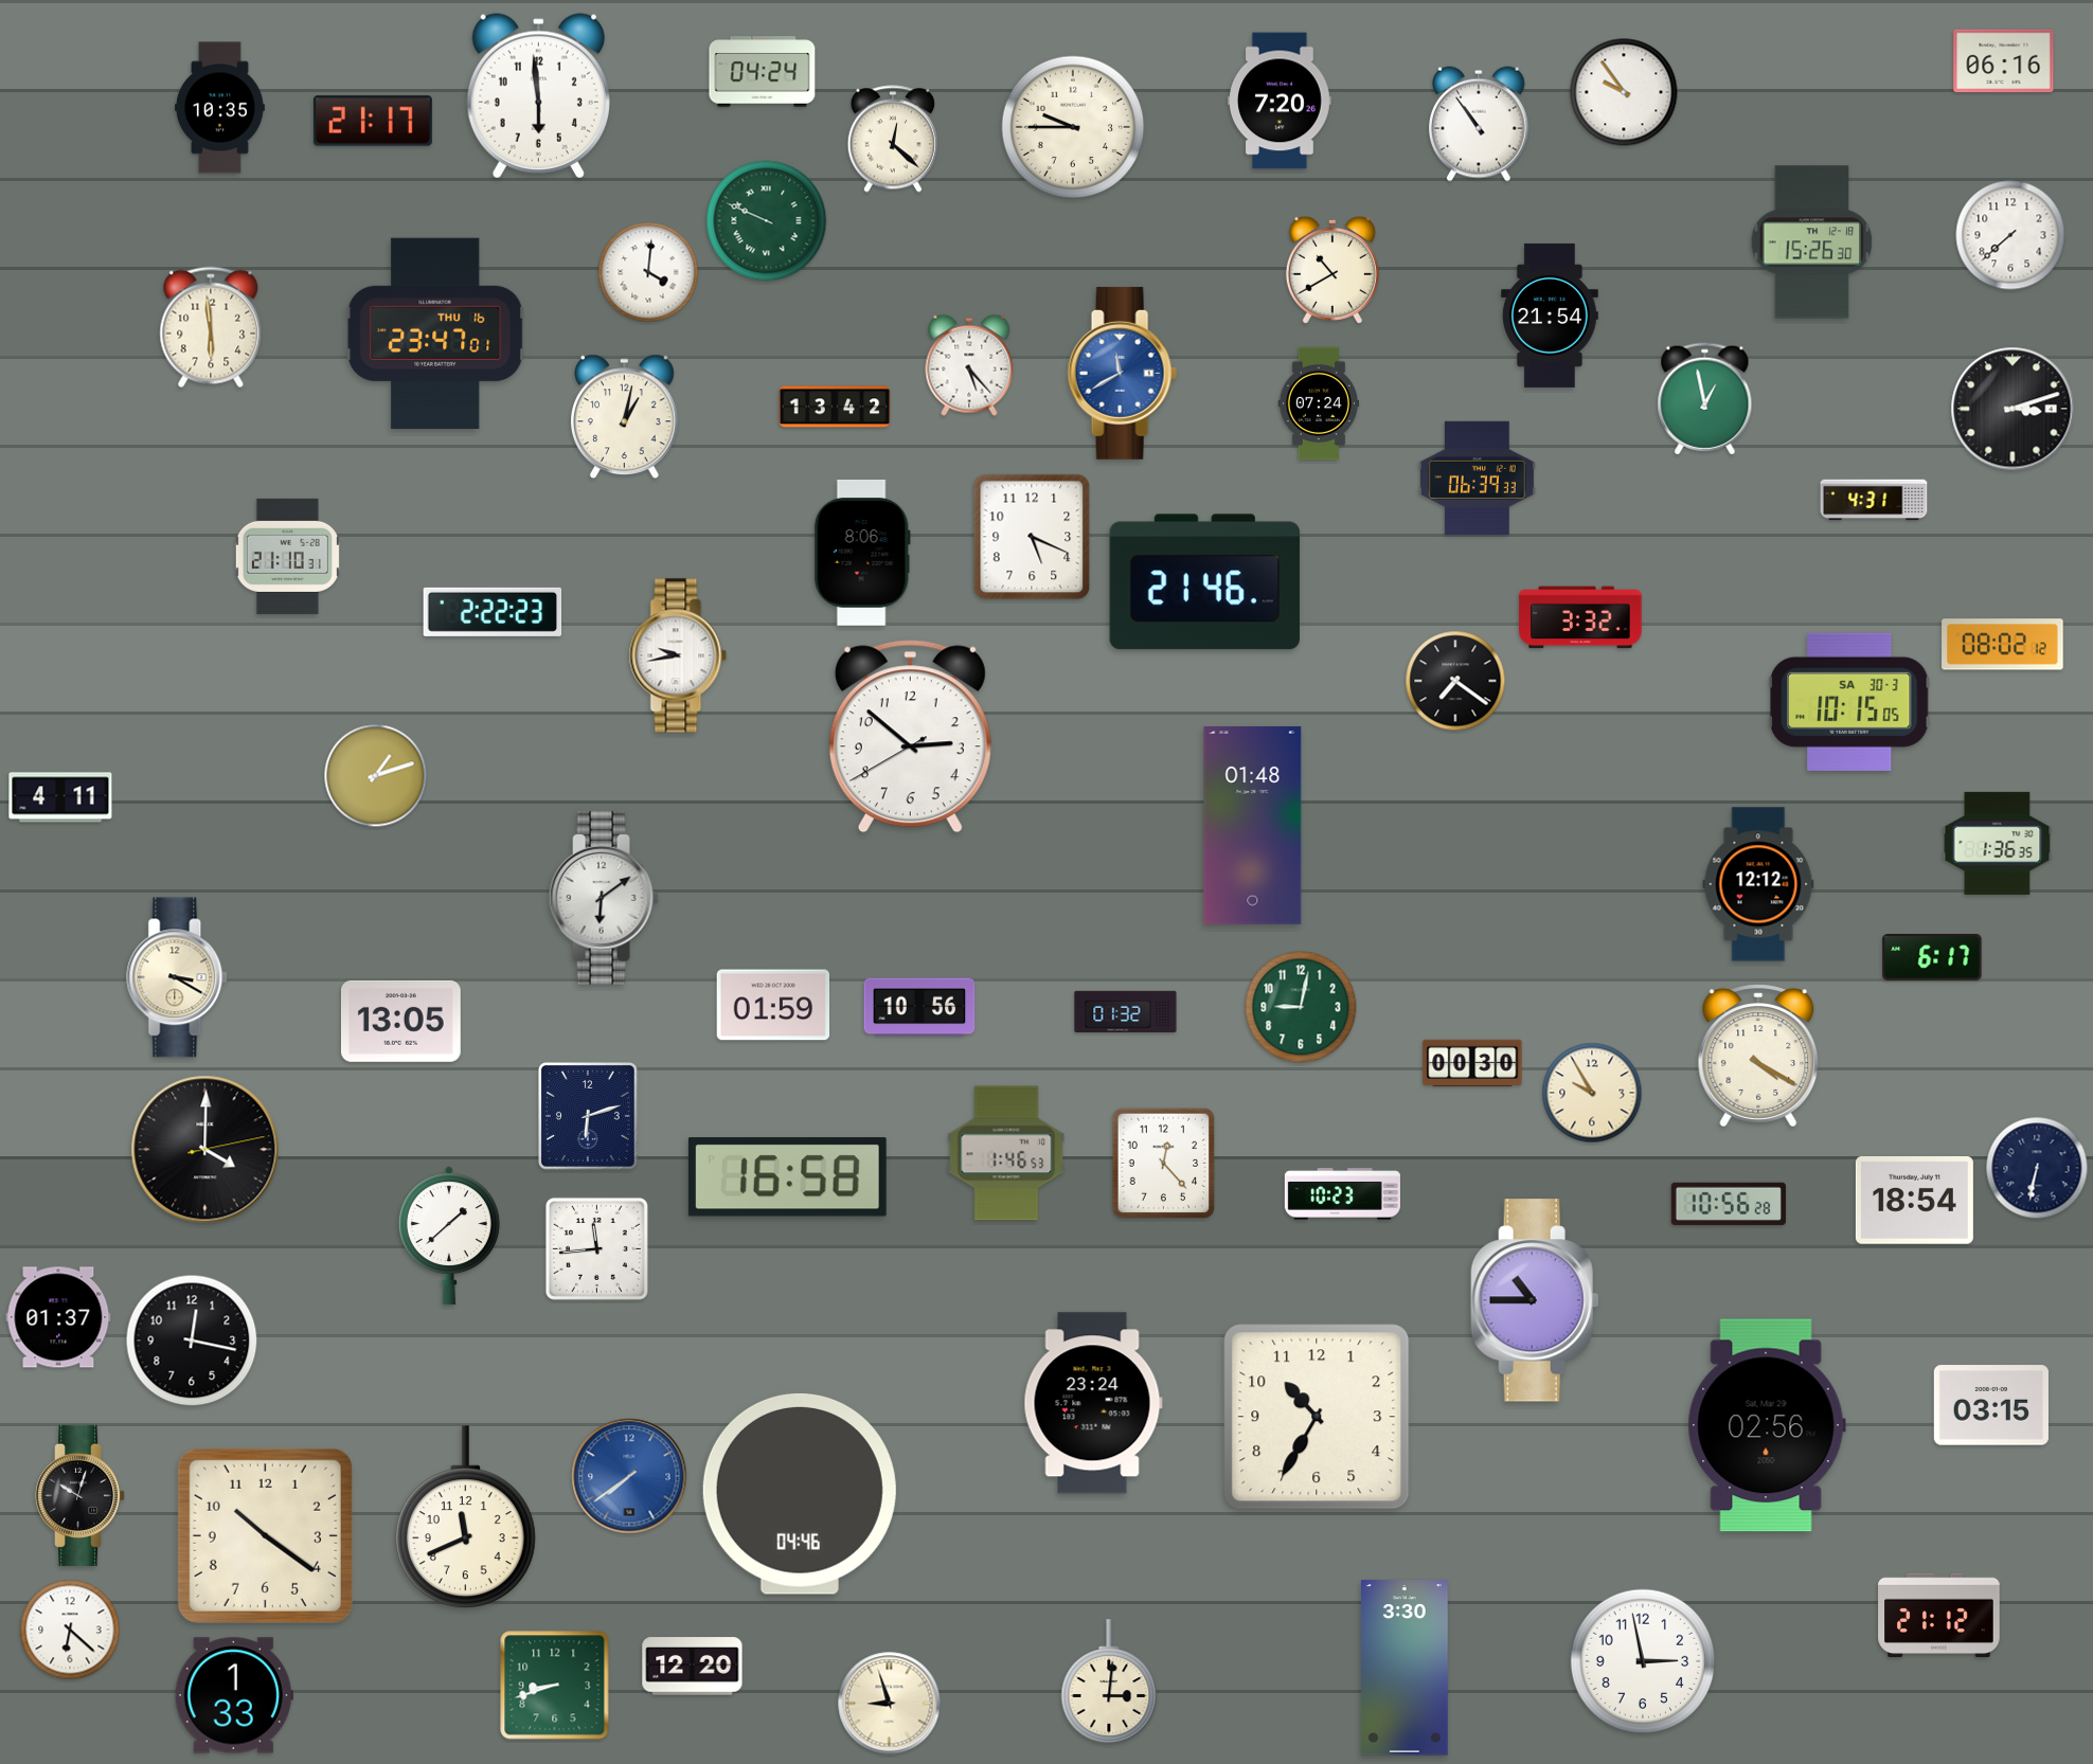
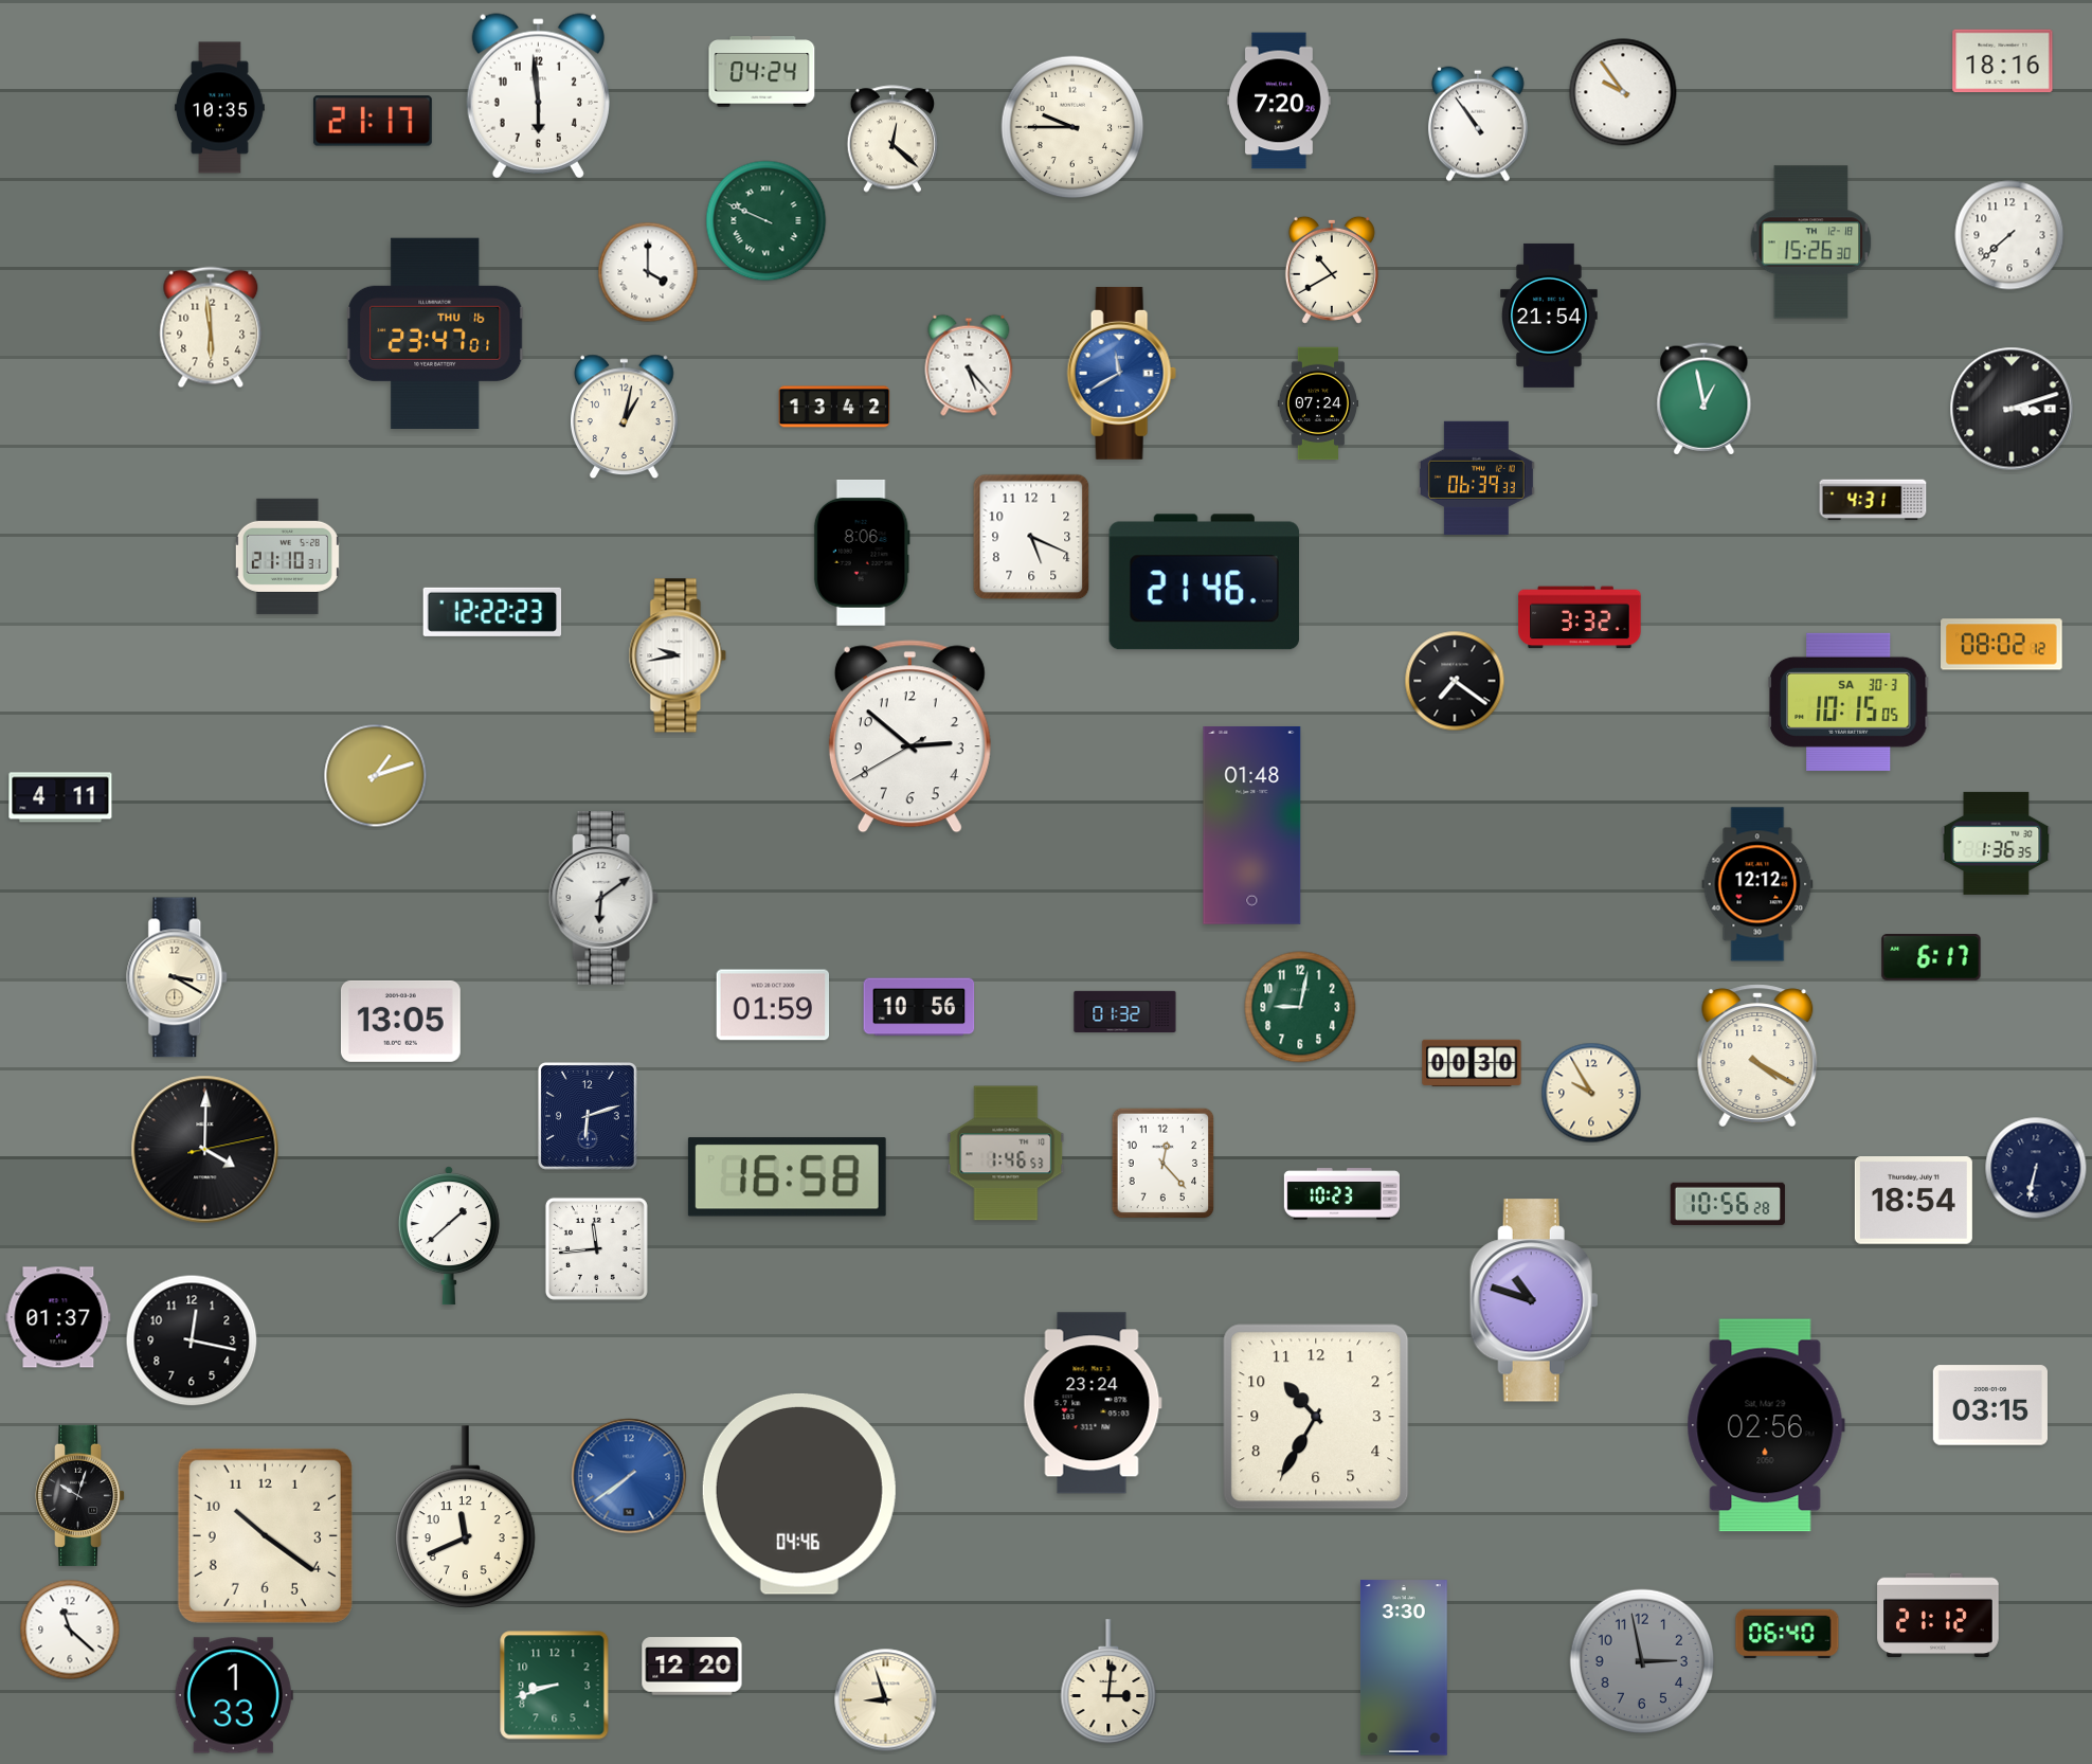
clock at (2004, 61): 06:16 -> 18:16
clock at (648, 272): 4:01 -> 4:00
clock at (493, 612): 2:22 -> 12:22
clock at (1535, 1300): 10:45 -> 10:48
clock at (70, 1630): 6:22 -> 11:22
clock at (1787, 1634): none -> 06:40
clock at (1643, 1661) dial: white -> grey
clock at (890, 1704) position: (890, 1704) -> (886, 1700)
